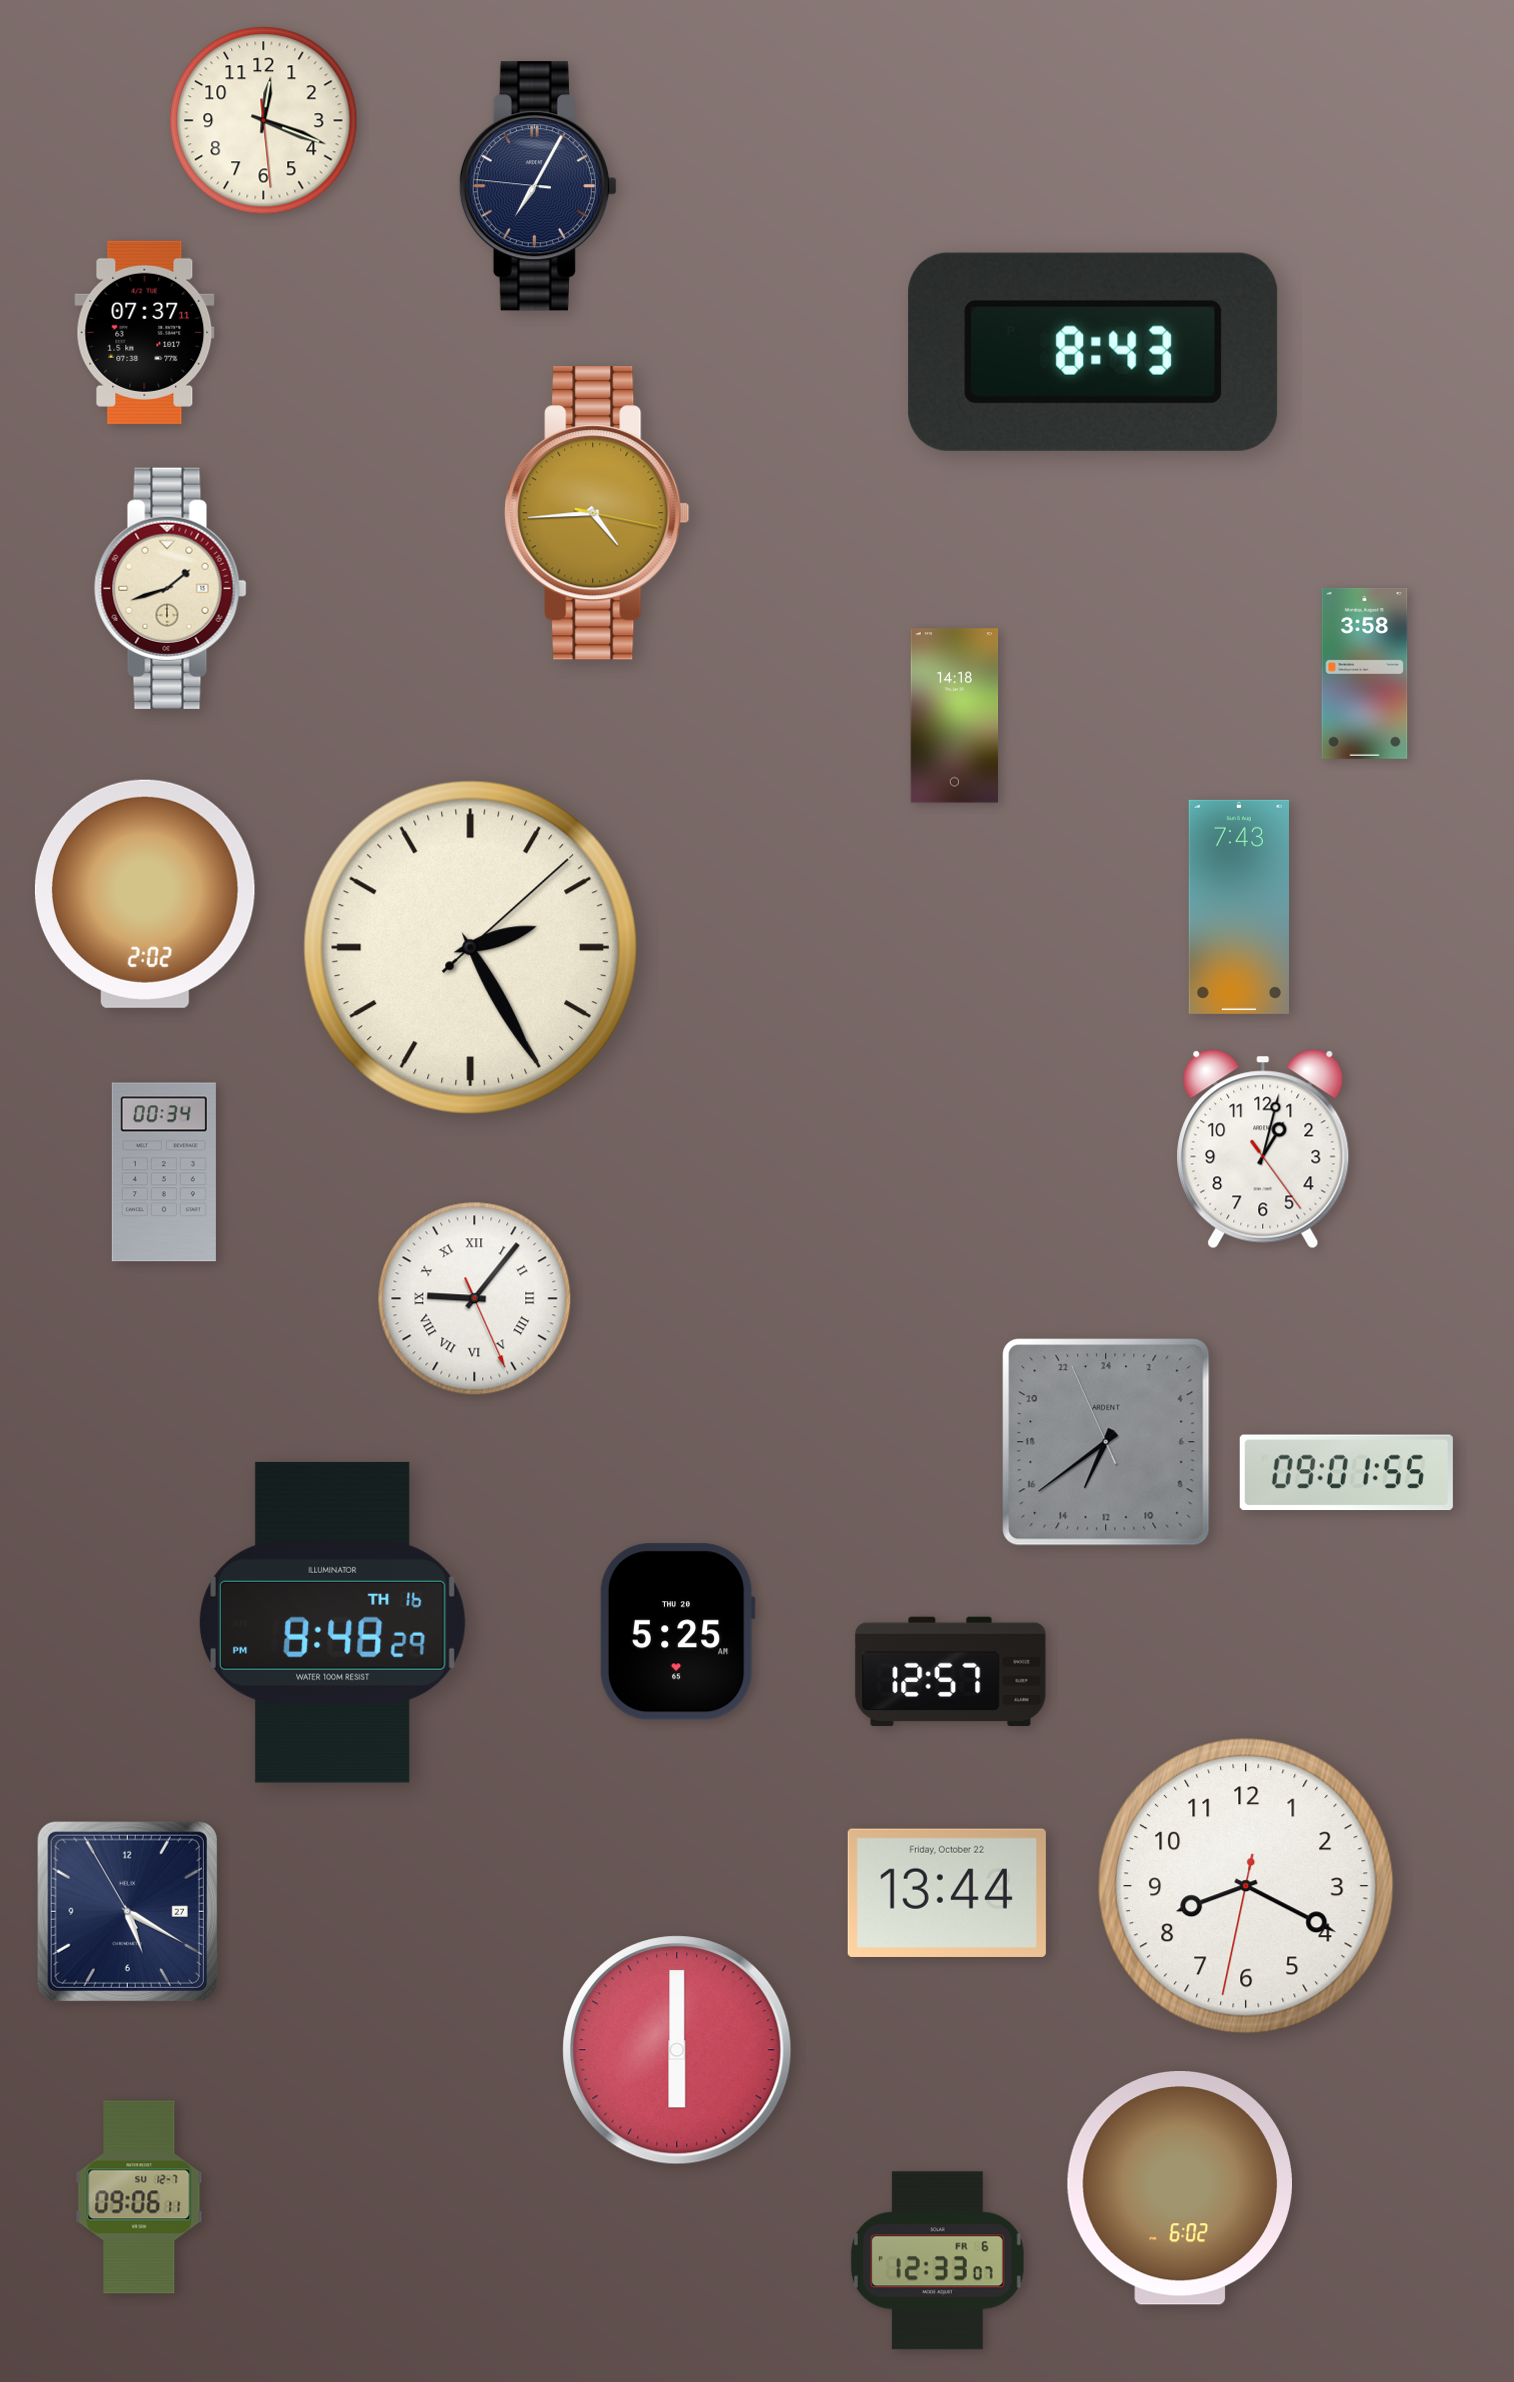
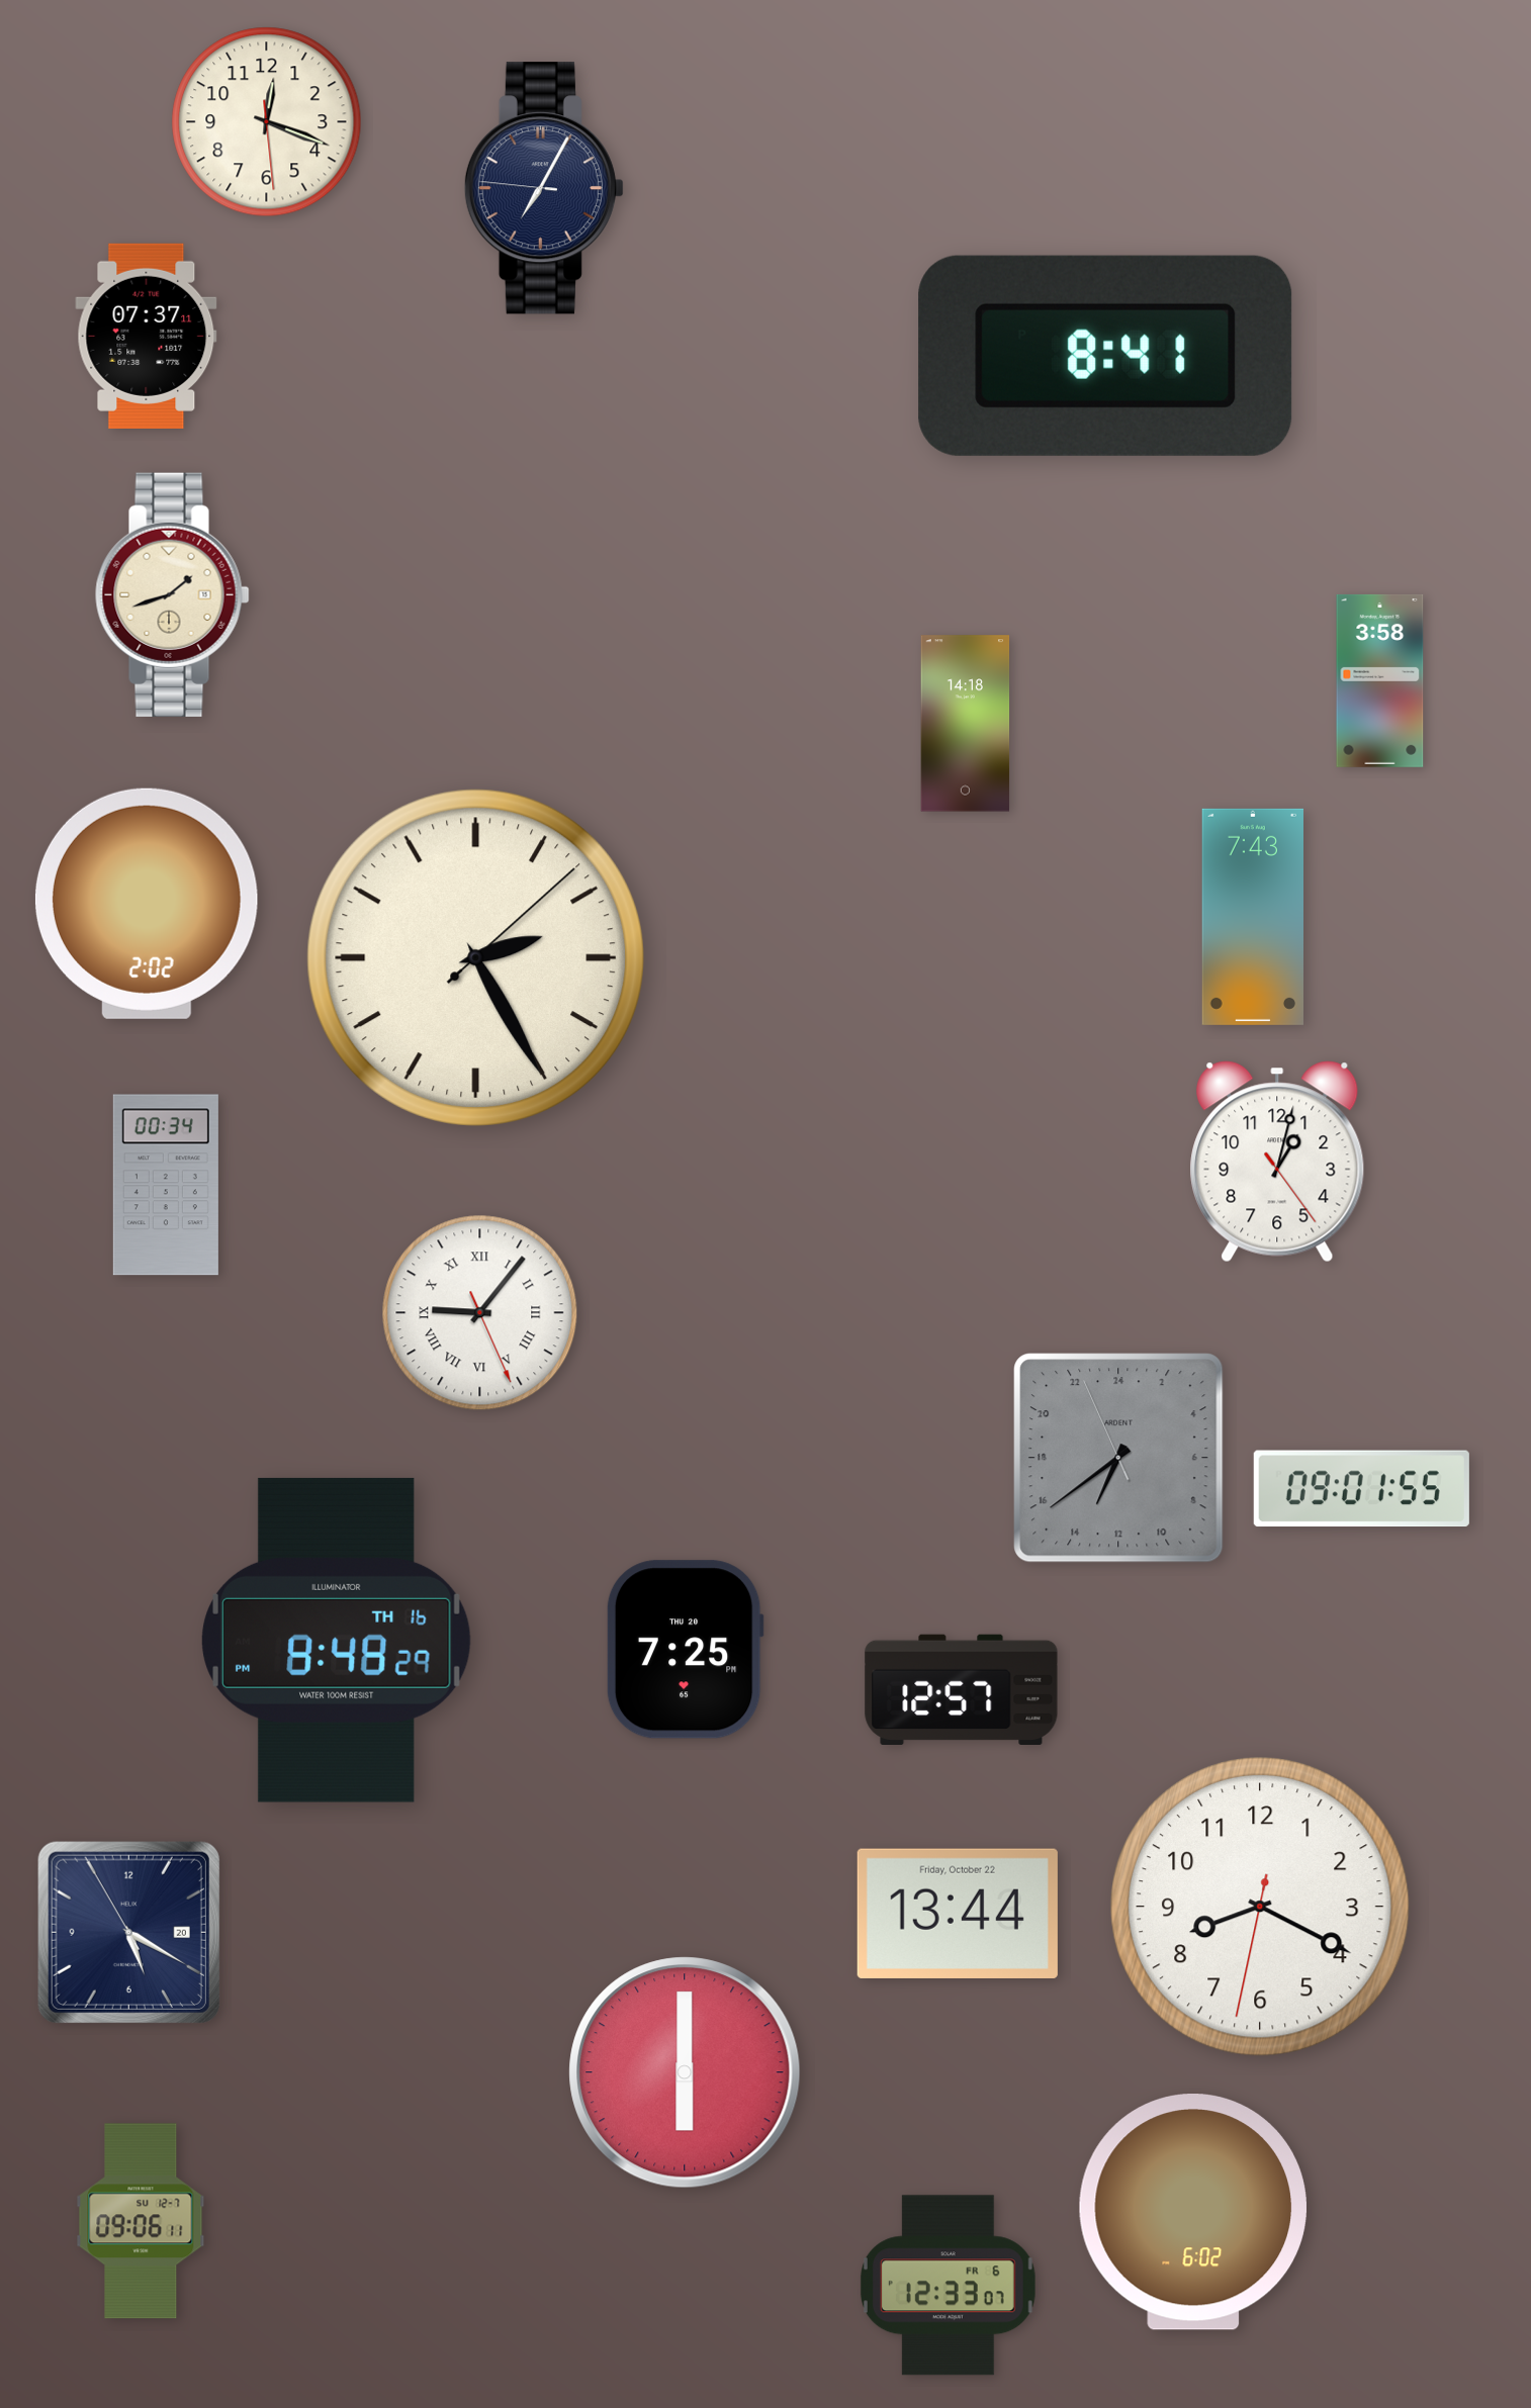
clock at (1093, 352): 8:43 -> 8:41
clock at (597, 513): 4:44 -> none
clock at (677, 1632): 5:25 -> 7:25
clock at (127, 1911) date: 27 -> 20
